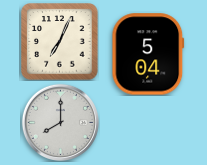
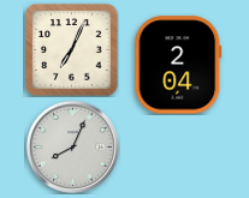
clock at (148, 54): 5:04 -> 2:04
clock at (60, 122): 8:00 -> 8:04
